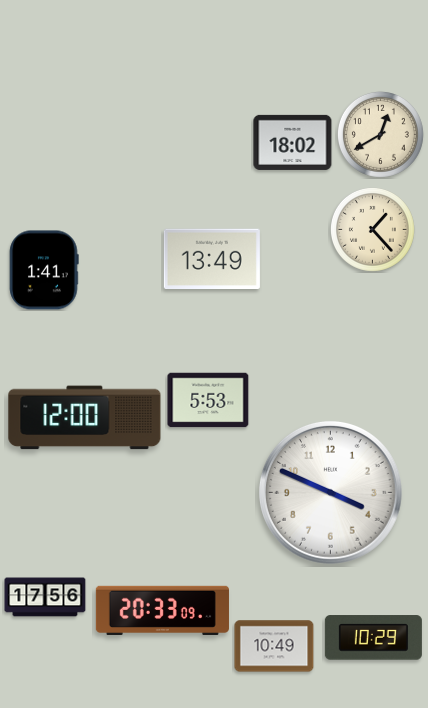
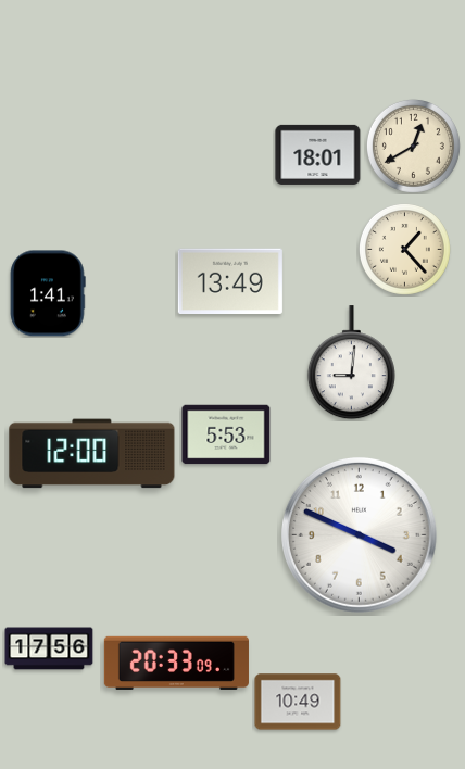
clock at (293, 142): 18:02 -> 18:01
clock at (351, 363): none -> 9:01
clock at (373, 638): 10:29 -> none
